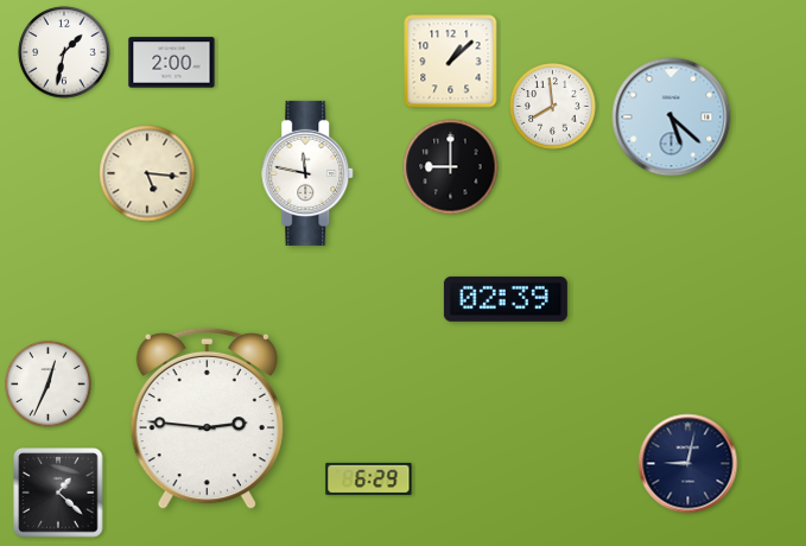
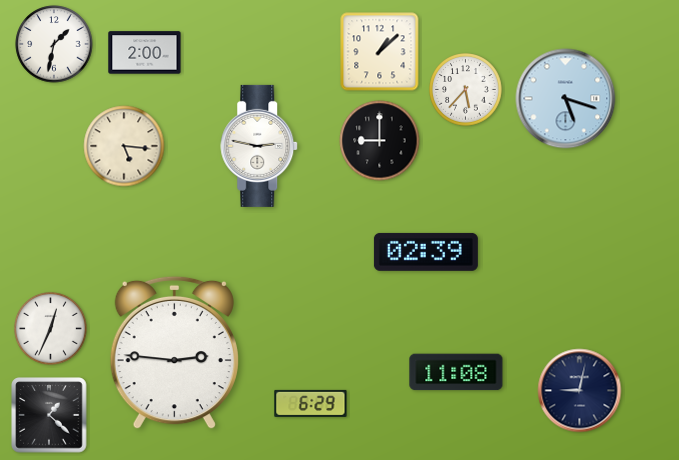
clock at (553, 107): 7:59 -> 5:37
clock at (672, 118): 5:22 -> 5:18
clock at (309, 173): 11:47 -> 2:47
clock at (49, 385) position: (49, 385) -> (51, 329)
clock at (456, 372): none -> 11:08
